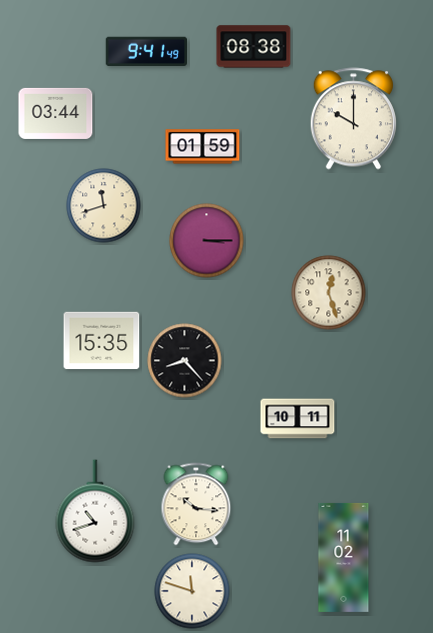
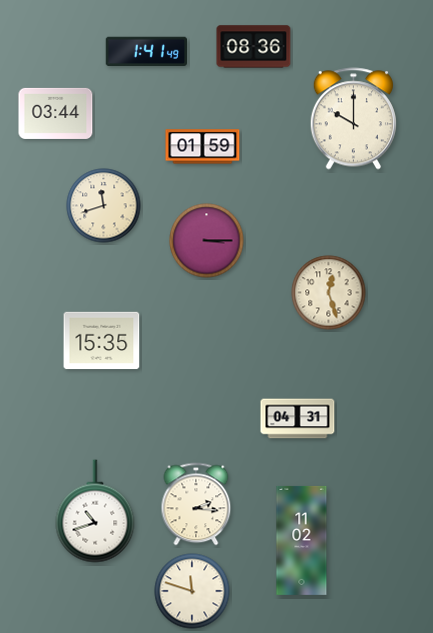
clock at (254, 47): 08:38 -> 08:36
clock at (146, 51): 9:41 -> 1:41
clock at (185, 361): 8:23 -> none
clock at (298, 419): 10:11 -> 04:31
clock at (196, 504): 10:16 -> 2:16
clock at (344, 557) position: (344, 557) -> (302, 540)
